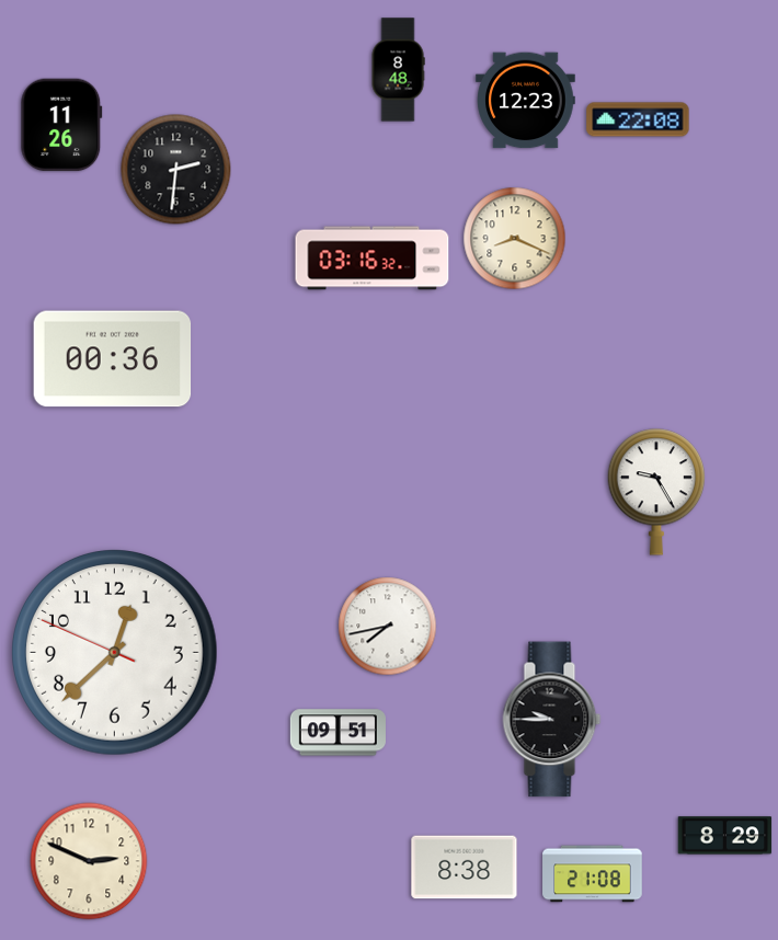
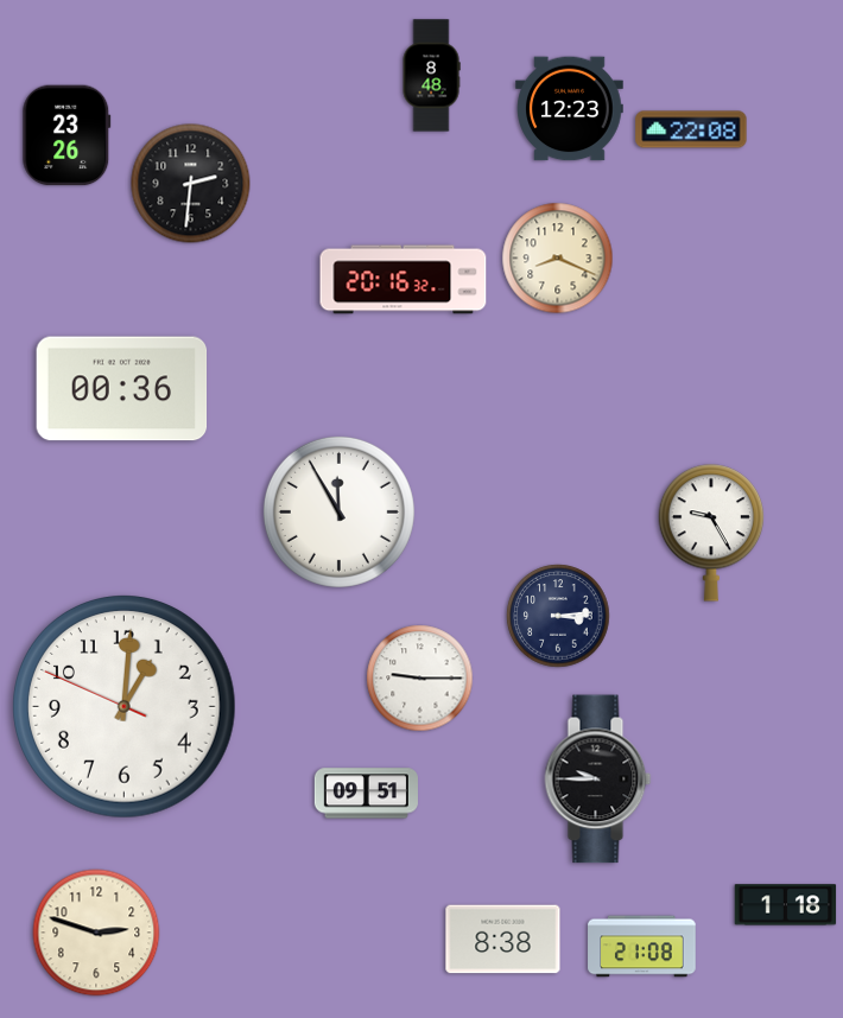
clock at (61, 125): 11:26 -> 23:26
clock at (373, 259): 03:16 -> 20:16
clock at (338, 511): none -> 11:55
clock at (558, 616): none -> 3:14
clock at (388, 627): 7:43 -> 9:15
clock at (115, 653): 12:37 -> 1:00
clock at (725, 836): 8:29 -> 1:18
clock at (89, 861): 2:49 -> 2:48
